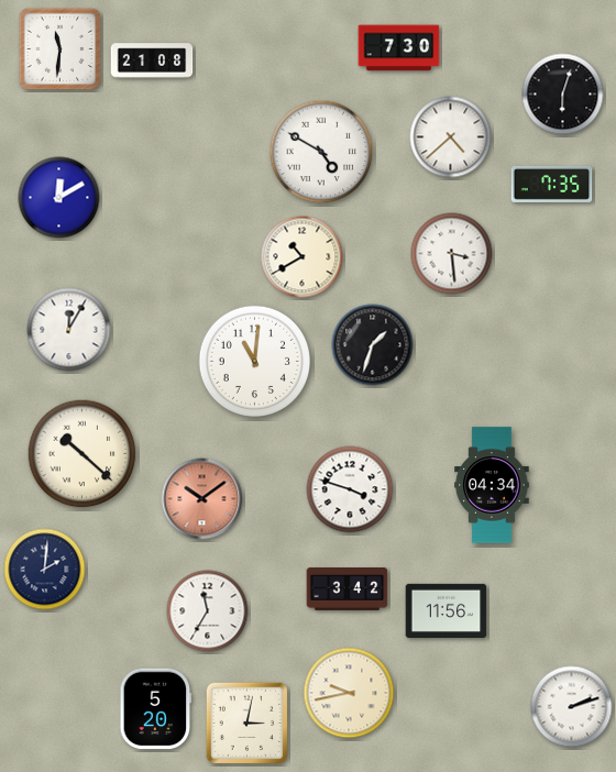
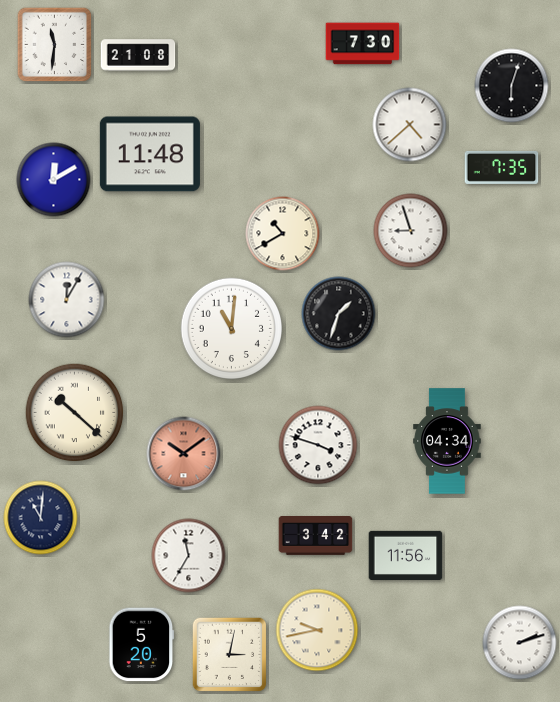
clock at (321, 152): 4:50 -> none
clock at (150, 154): none -> 11:48
clock at (452, 254): 3:29 -> 8:57
clock at (302, 257) position: (302, 257) -> (283, 234)
clock at (69, 330) position: (69, 330) -> (67, 300)
clock at (45, 570): 2:01 -> 11:01
clock at (248, 724) position: (248, 724) -> (230, 655)
